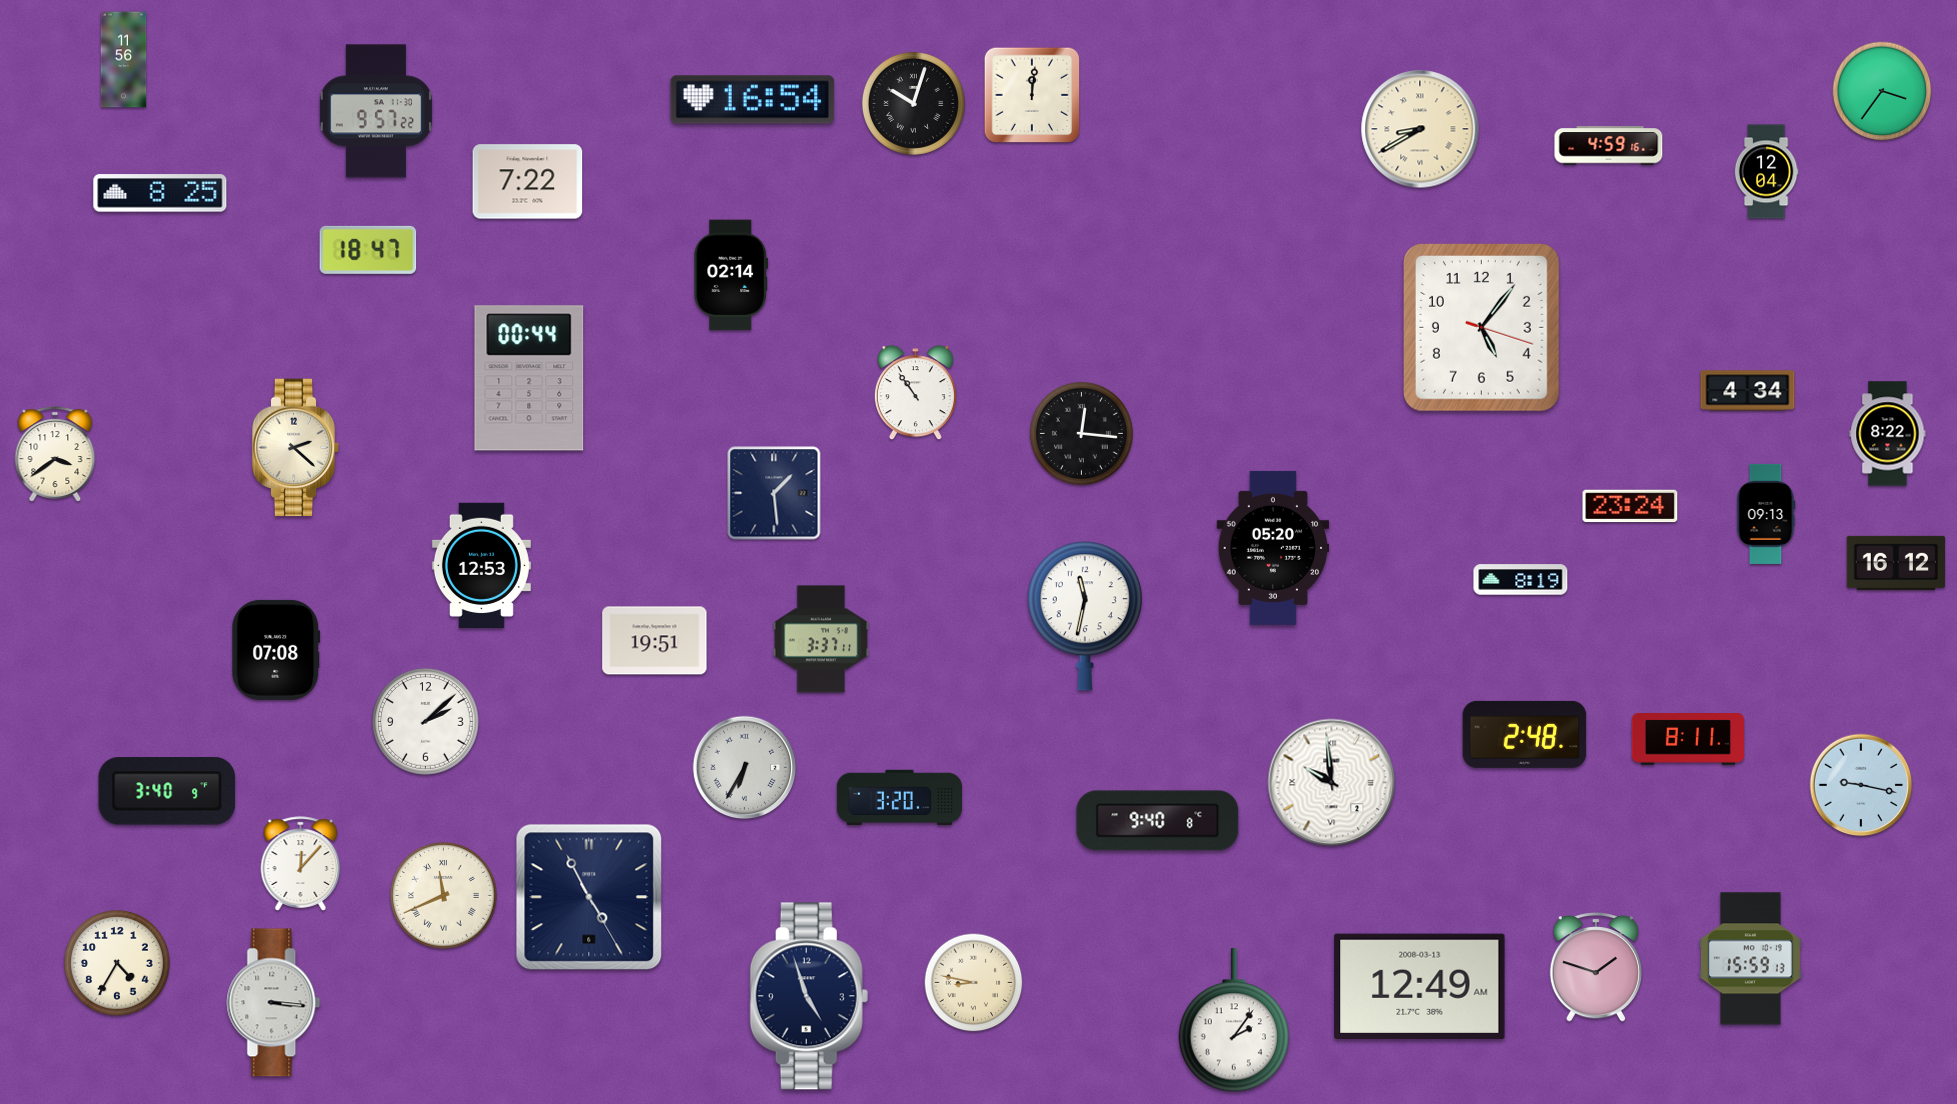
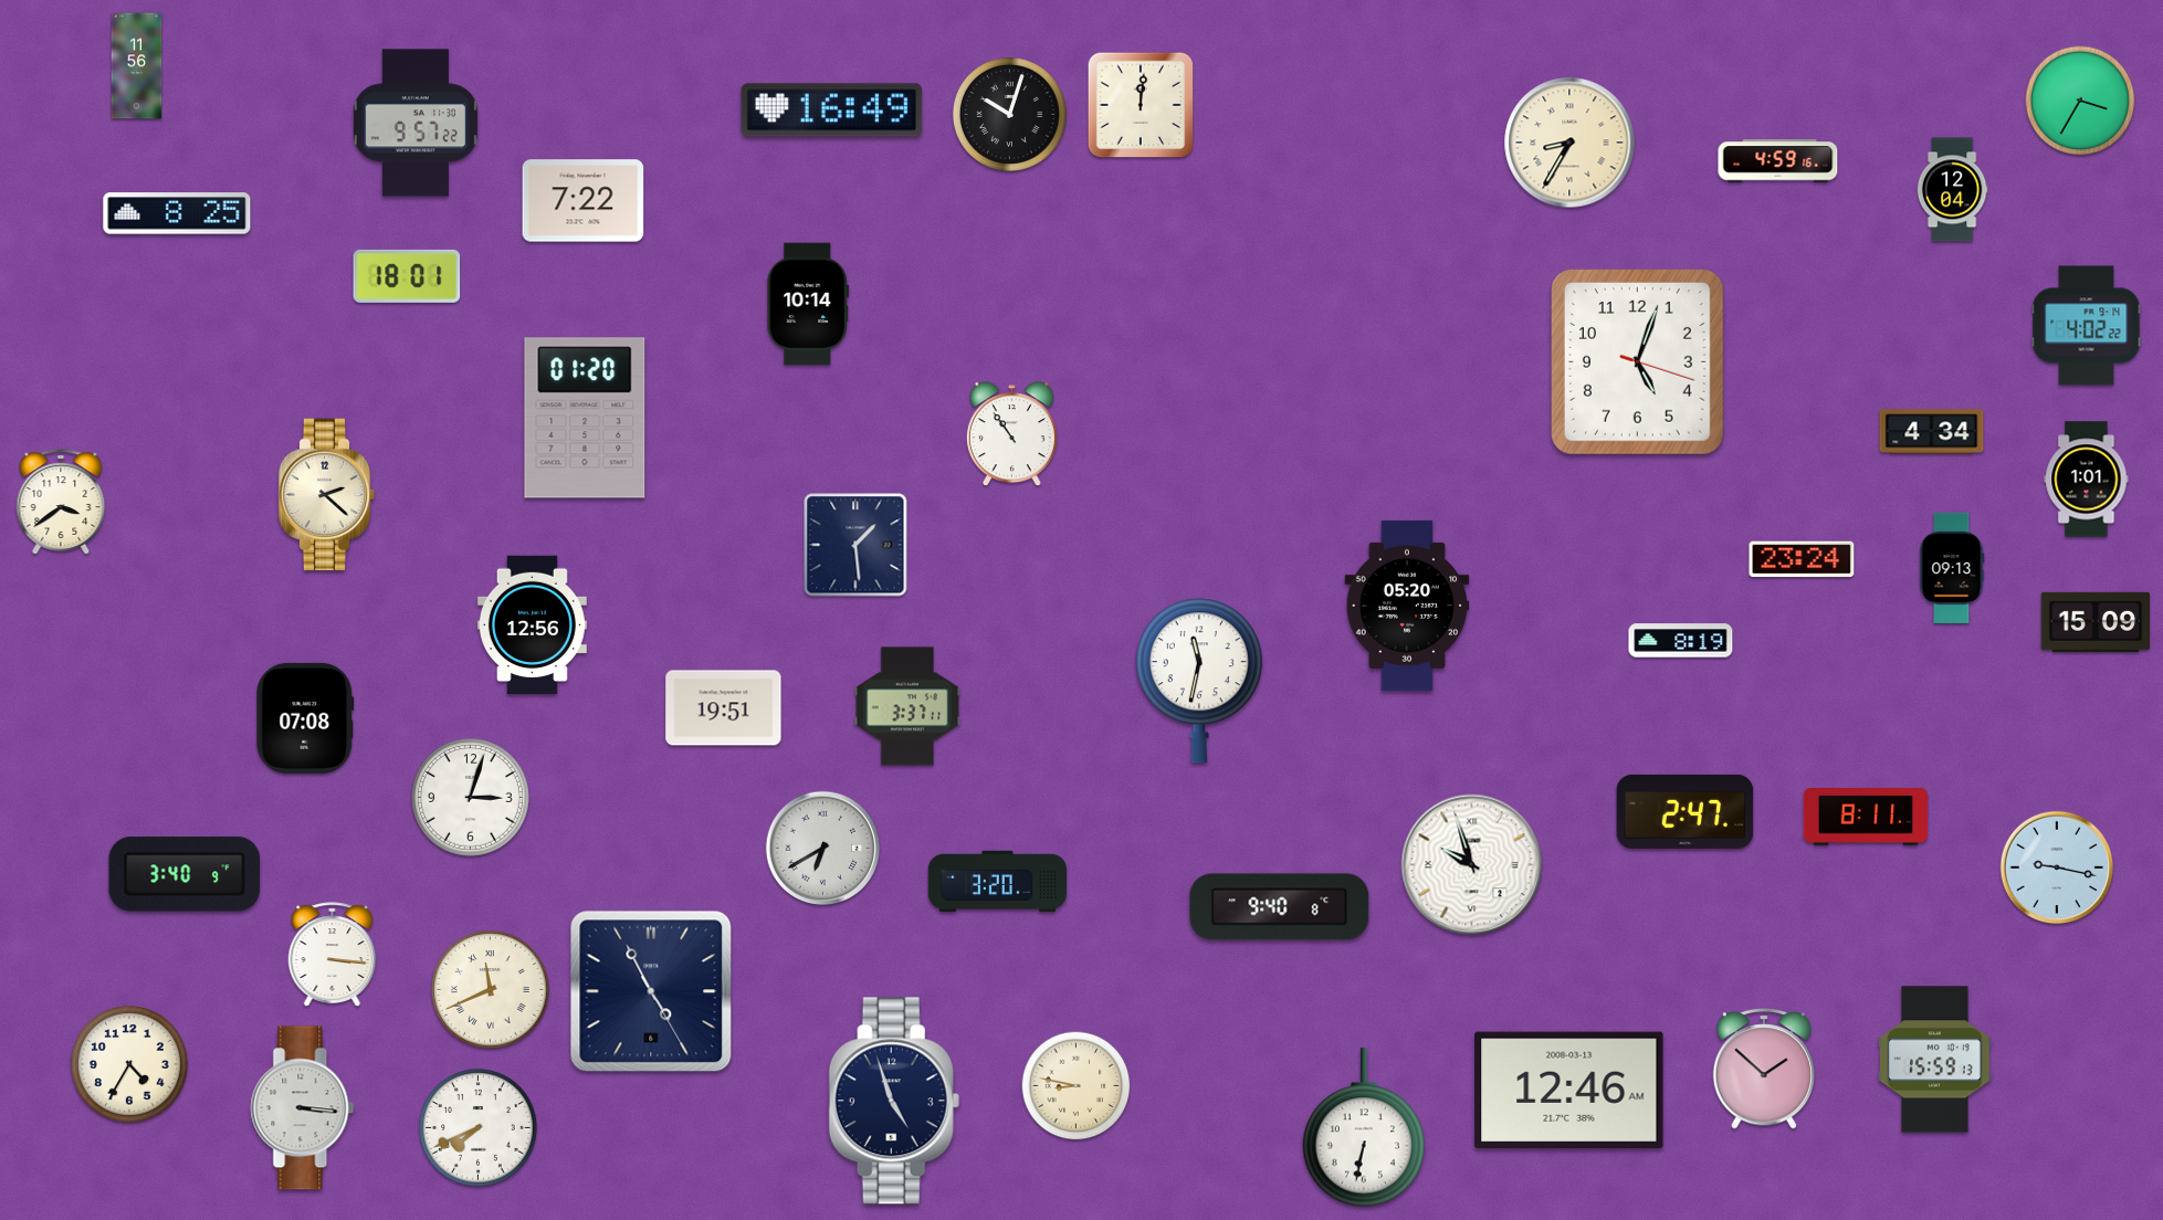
clock at (1882, 91): 3:36 -> 3:35
clock at (753, 100): 16:54 -> 16:49
clock at (1420, 129): 8:40 -> 8:35
clock at (368, 250): 18:47 -> 18:01
clock at (731, 275): 02:14 -> 10:14
clock at (2087, 326): none -> 4:02
clock at (1482, 328): 5:06 -> 5:03
clock at (529, 378): 00:44 -> 01:20
clock at (1081, 433): 12:16 -> none
clock at (1888, 434): 8:22 -> 1:01
clock at (1896, 563): 16:12 -> 15:09
clock at (481, 565): 12:53 -> 12:56
clock at (426, 722): 2:08 -> 3:03
clock at (1525, 734): 2:48 -> 2:47
clock at (745, 768): 6:35 -> 6:40
clock at (1332, 783): 9:59 -> 9:57
clock at (899, 797) position: (899, 797) -> (997, 881)
clock at (301, 864): 12:07 -> 3:16
clock at (1596, 968): 1:48 -> 1:52
clock at (1420, 986): 12:49 -> 12:46
clock at (479, 1128): none -> 7:41
clock at (1233, 1021): 2:06 -> 6:32
